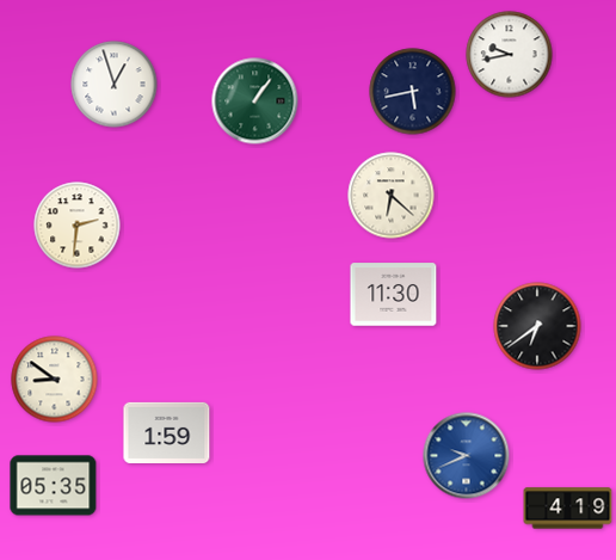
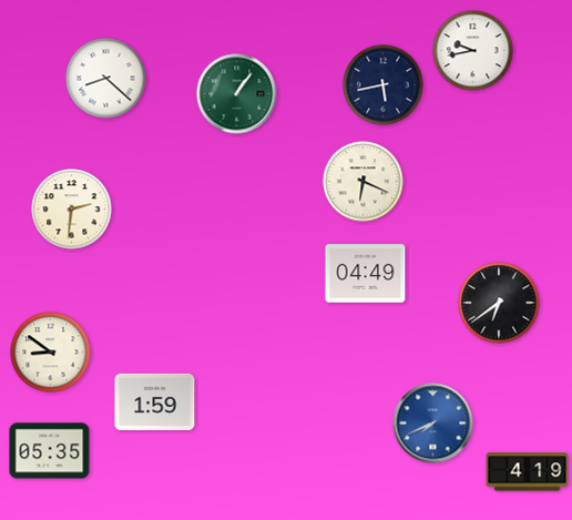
clock at (115, 85): 12:57 -> 8:22
clock at (392, 196): 6:22 -> 6:19
clock at (394, 295): 11:30 -> 04:49
clock at (467, 456): 9:41 -> 7:41
